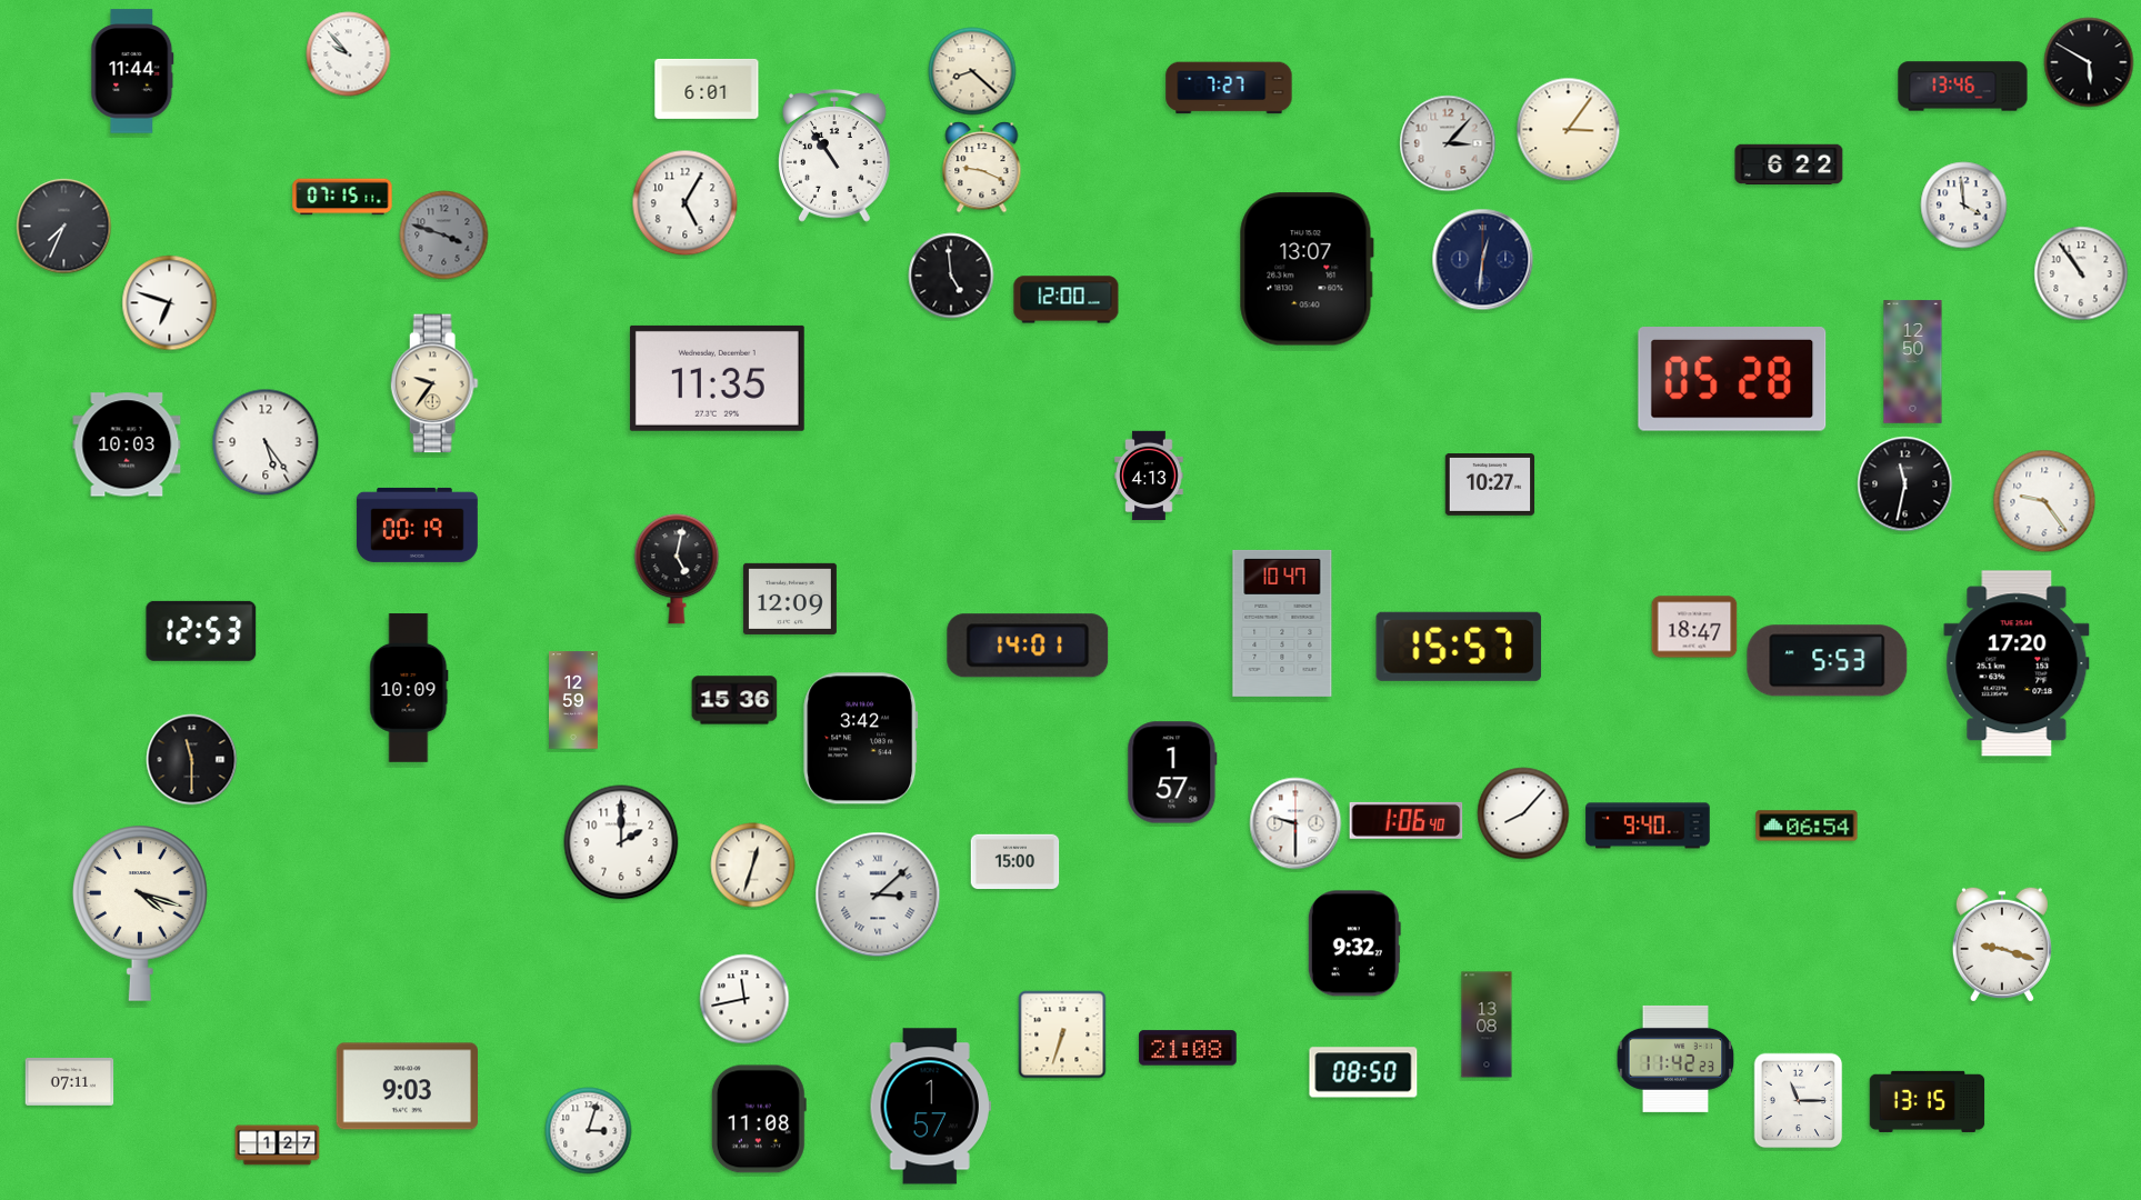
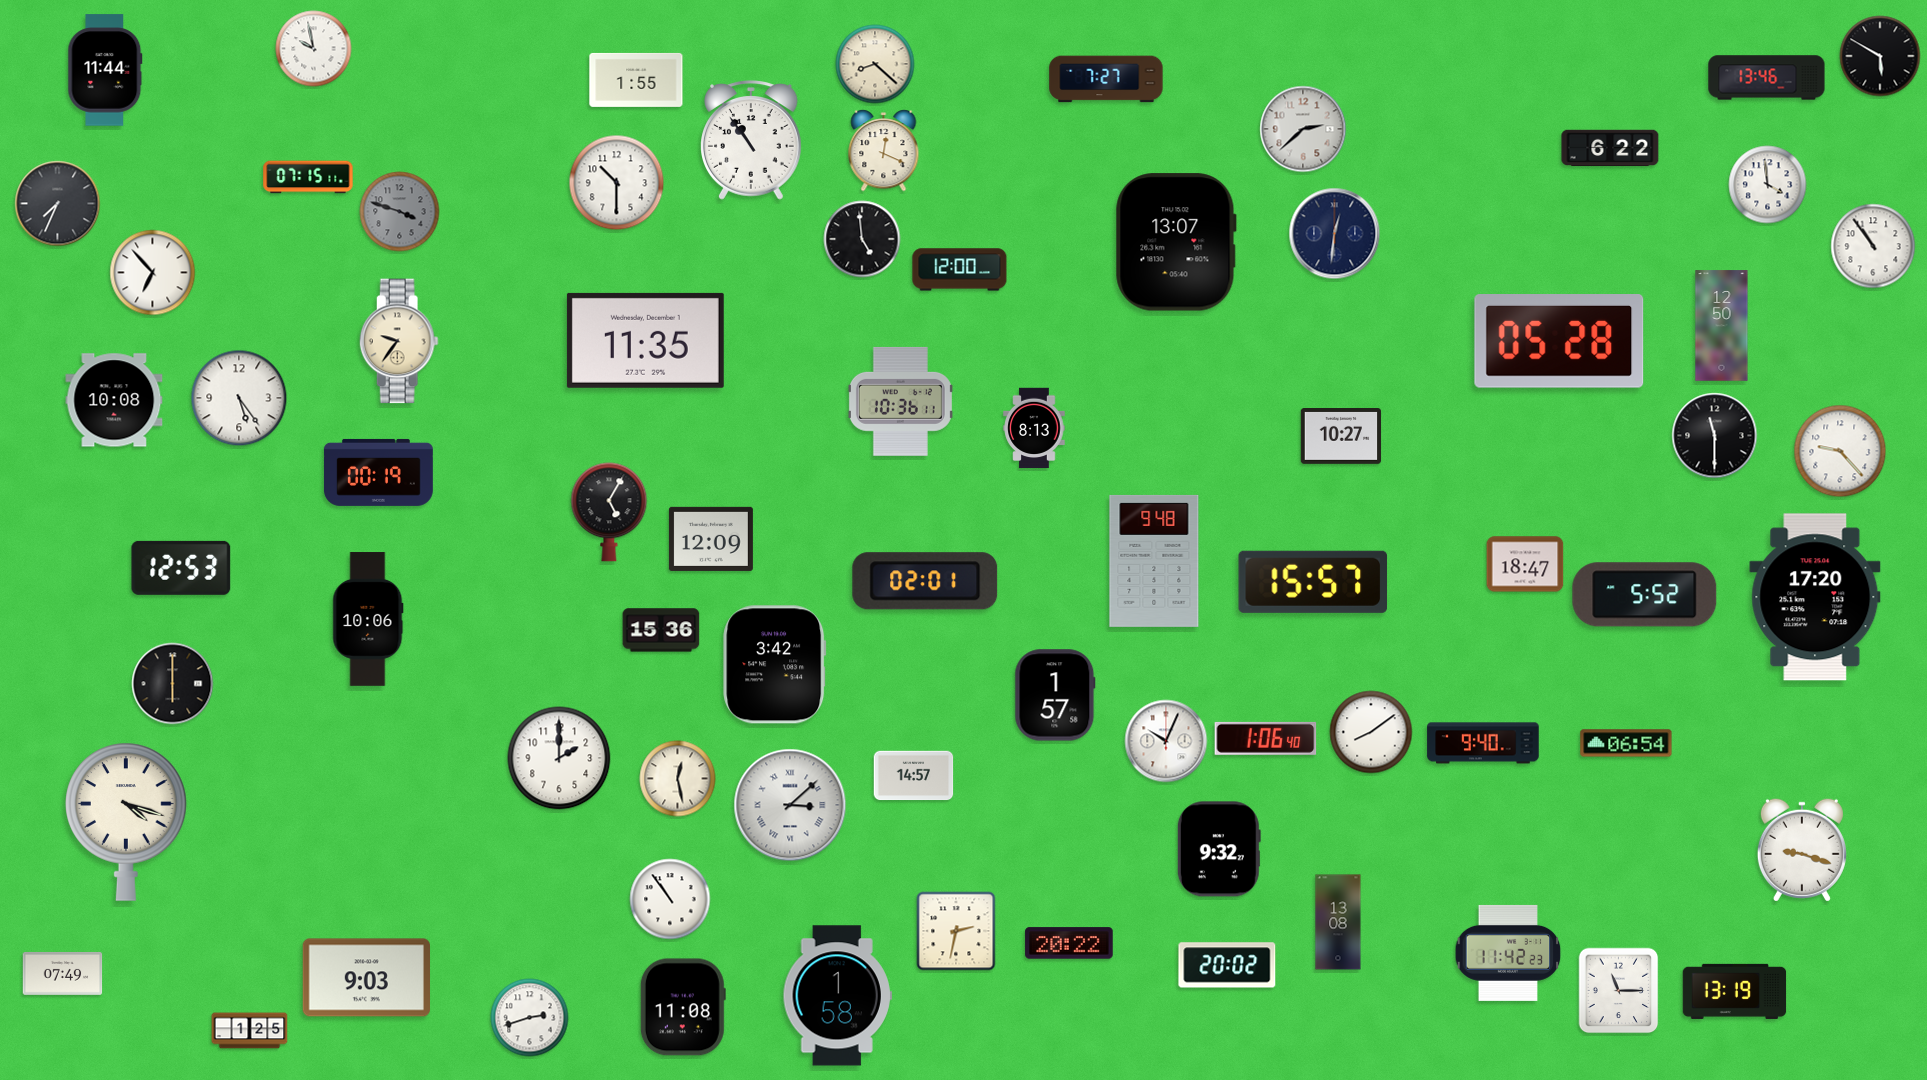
clock at (349, 54): 9:53 -> 9:58
clock at (132, 71) position: (132, 71) -> (105, 70)
clock at (707, 89): 6:01 -> 1:55
clock at (1569, 130): 3:06 -> none
clock at (1448, 143): 3:07 -> 2:38
clock at (982, 168): 9:19 -> 12:19
clock at (686, 203): 5:05 -> 10:30
clock at (951, 276) position: (951, 276) -> (862, 239)
clock at (170, 303): 6:48 -> 6:53
clock at (434, 383) position: (434, 383) -> (399, 341)
clock at (127, 444): 10:03 -> 10:08
clock at (900, 401): none -> 10:36
clock at (1149, 476): 4:13 -> 8:13
clock at (1905, 484): 11:32 -> 11:30
clock at (2044, 501): 9:24 -> 9:23
clock at (418, 524) position: (418, 524) -> (379, 472)
clock at (677, 569): 5:02 -> 5:05
clock at (1282, 623): 10:47 -> 9:48
clock at (1028, 646): 14:01 -> 02:01
clock at (1828, 661): 5:53 -> 5:52
clock at (409, 688): 10:09 -> 10:06
clock at (573, 700): 12:59 -> none
clock at (192, 760): 11:30 -> 6:00
clock at (1523, 813): 8:07 -> 8:09
clock at (1295, 823): 9:30 -> 10:04
clock at (1016, 862): 15:00 -> 14:57
clock at (753, 866): 12:33 -> 12:28
clock at (744, 999): 11:43 -> 10:54
clock at (1062, 1034): 6:33 -> 2:32
clock at (1188, 1048): 21:08 -> 20:22
clock at (1363, 1072): 08:50 -> 20:02
clock at (70, 1082): 07:11 -> 07:49
clock at (1928, 1101): 13:15 -> 13:19
clock at (930, 1107): 1:57 -> 1:58
clock at (589, 1131): 3:03 -> 2:42
clock at (278, 1146): 1:27 -> 1:25
